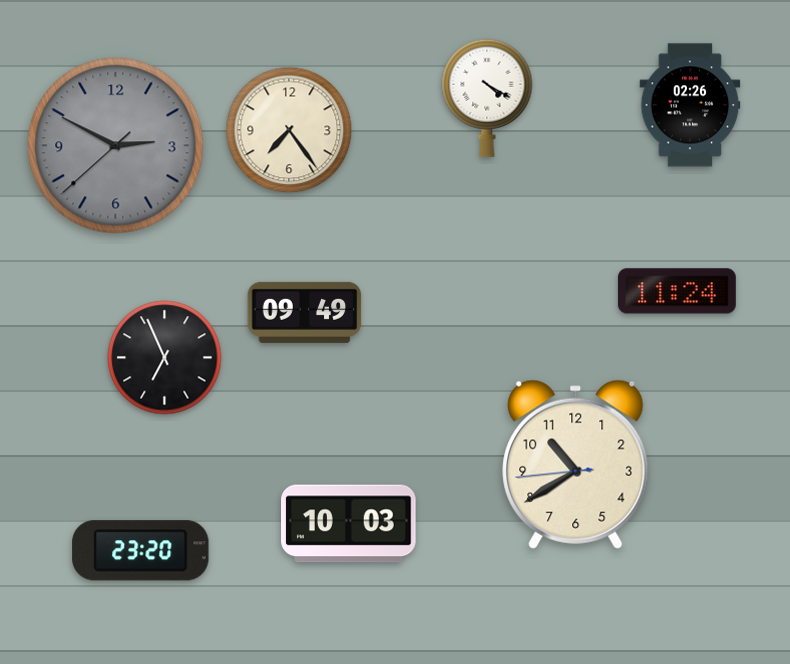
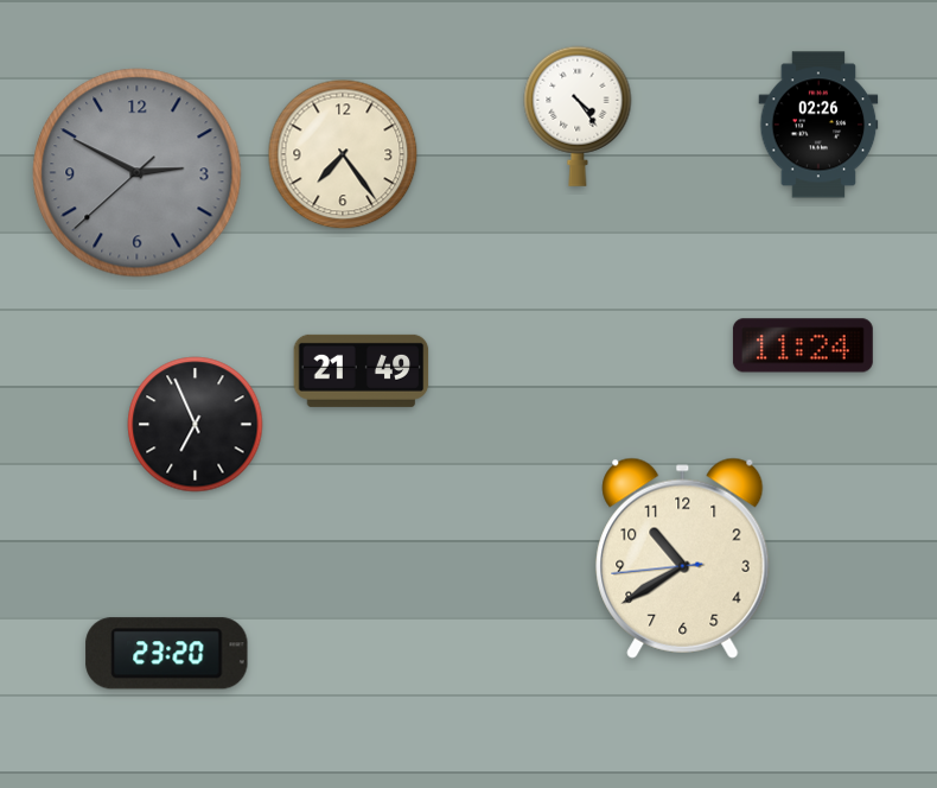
clock at (487, 98): 4:20 -> 4:24
clock at (305, 312): 09:49 -> 21:49
clock at (576, 464) position: (576, 464) -> (683, 558)
clock at (349, 524): 10:03 -> none
